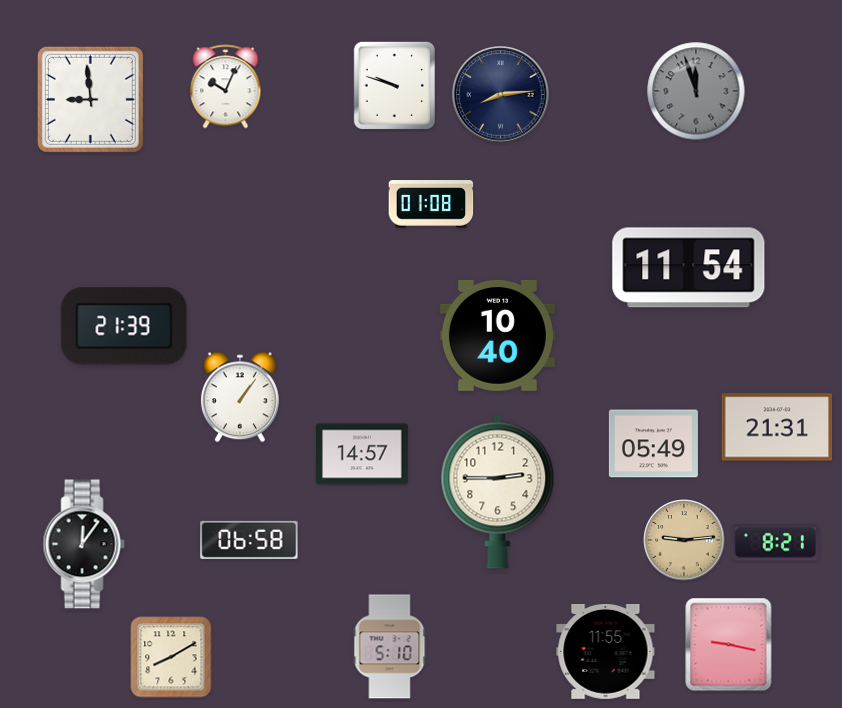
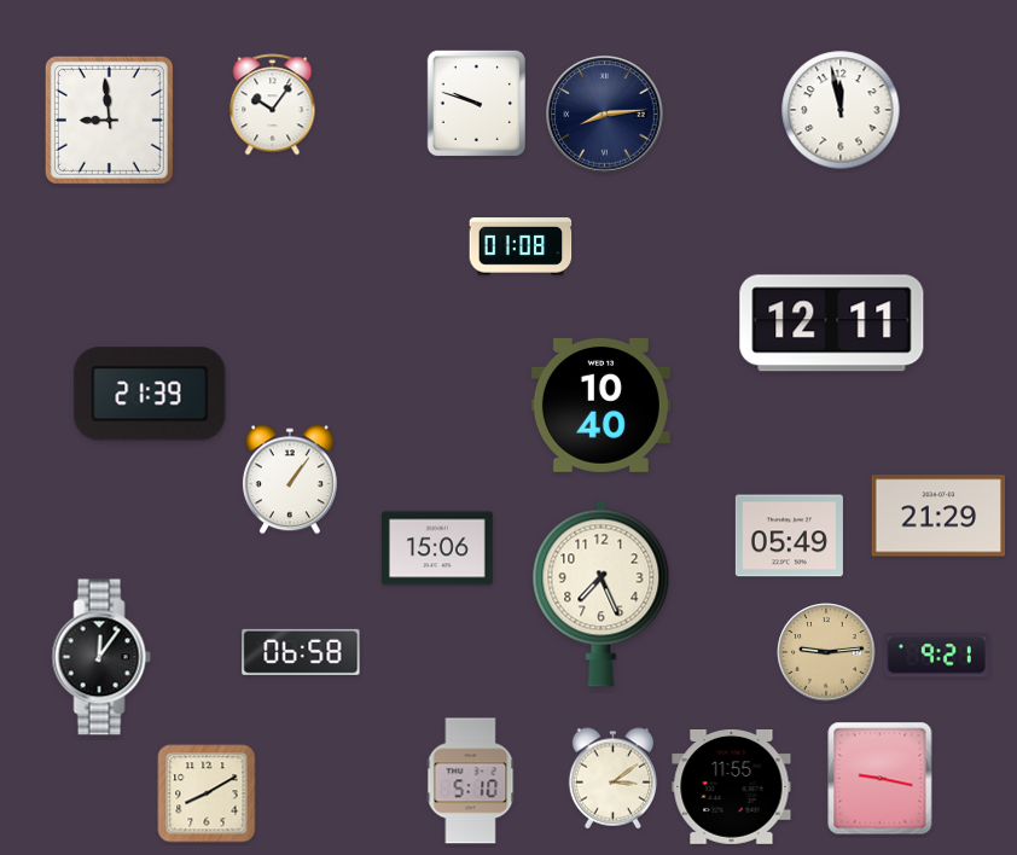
clock at (226, 87): 10:04 -> 10:06
clock at (696, 91): 11:57 -> 11:58
clock at (696, 91) dial: grey -> white
clock at (689, 268): 11:54 -> 12:11
clock at (777, 427): 21:31 -> 21:29
clock at (362, 454): 14:57 -> 15:06
clock at (498, 491): 2:45 -> 7:26
clock at (775, 543): 8:21 -> 9:21
clock at (612, 779): none -> 3:09
